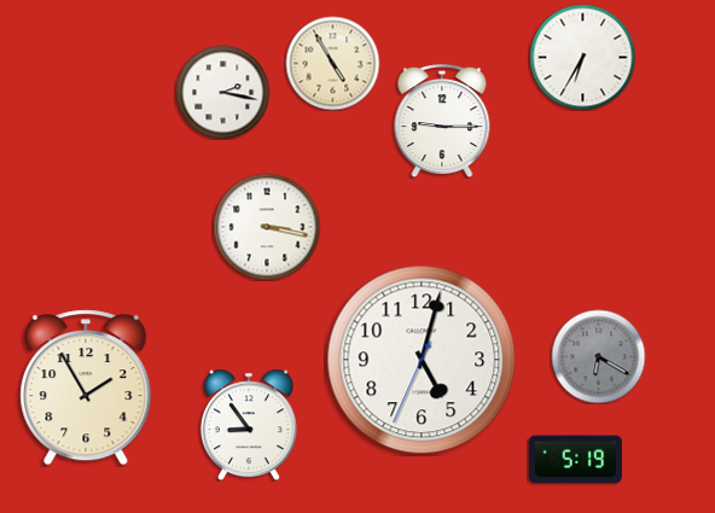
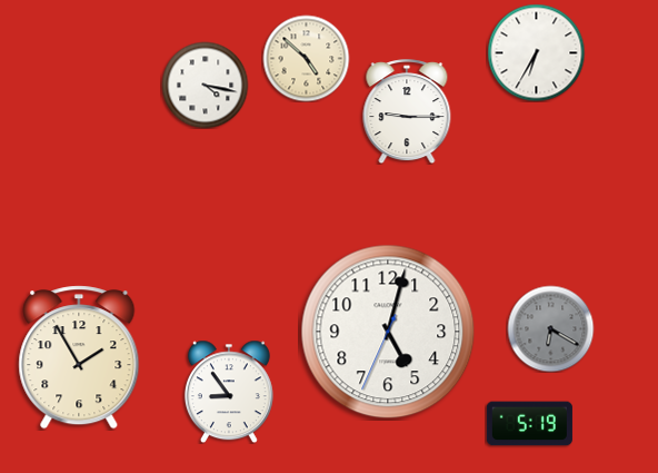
clock at (332, 63): 4:55 -> 4:52
clock at (222, 92): 2:17 -> 4:17
clock at (267, 227): 3:17 -> none
